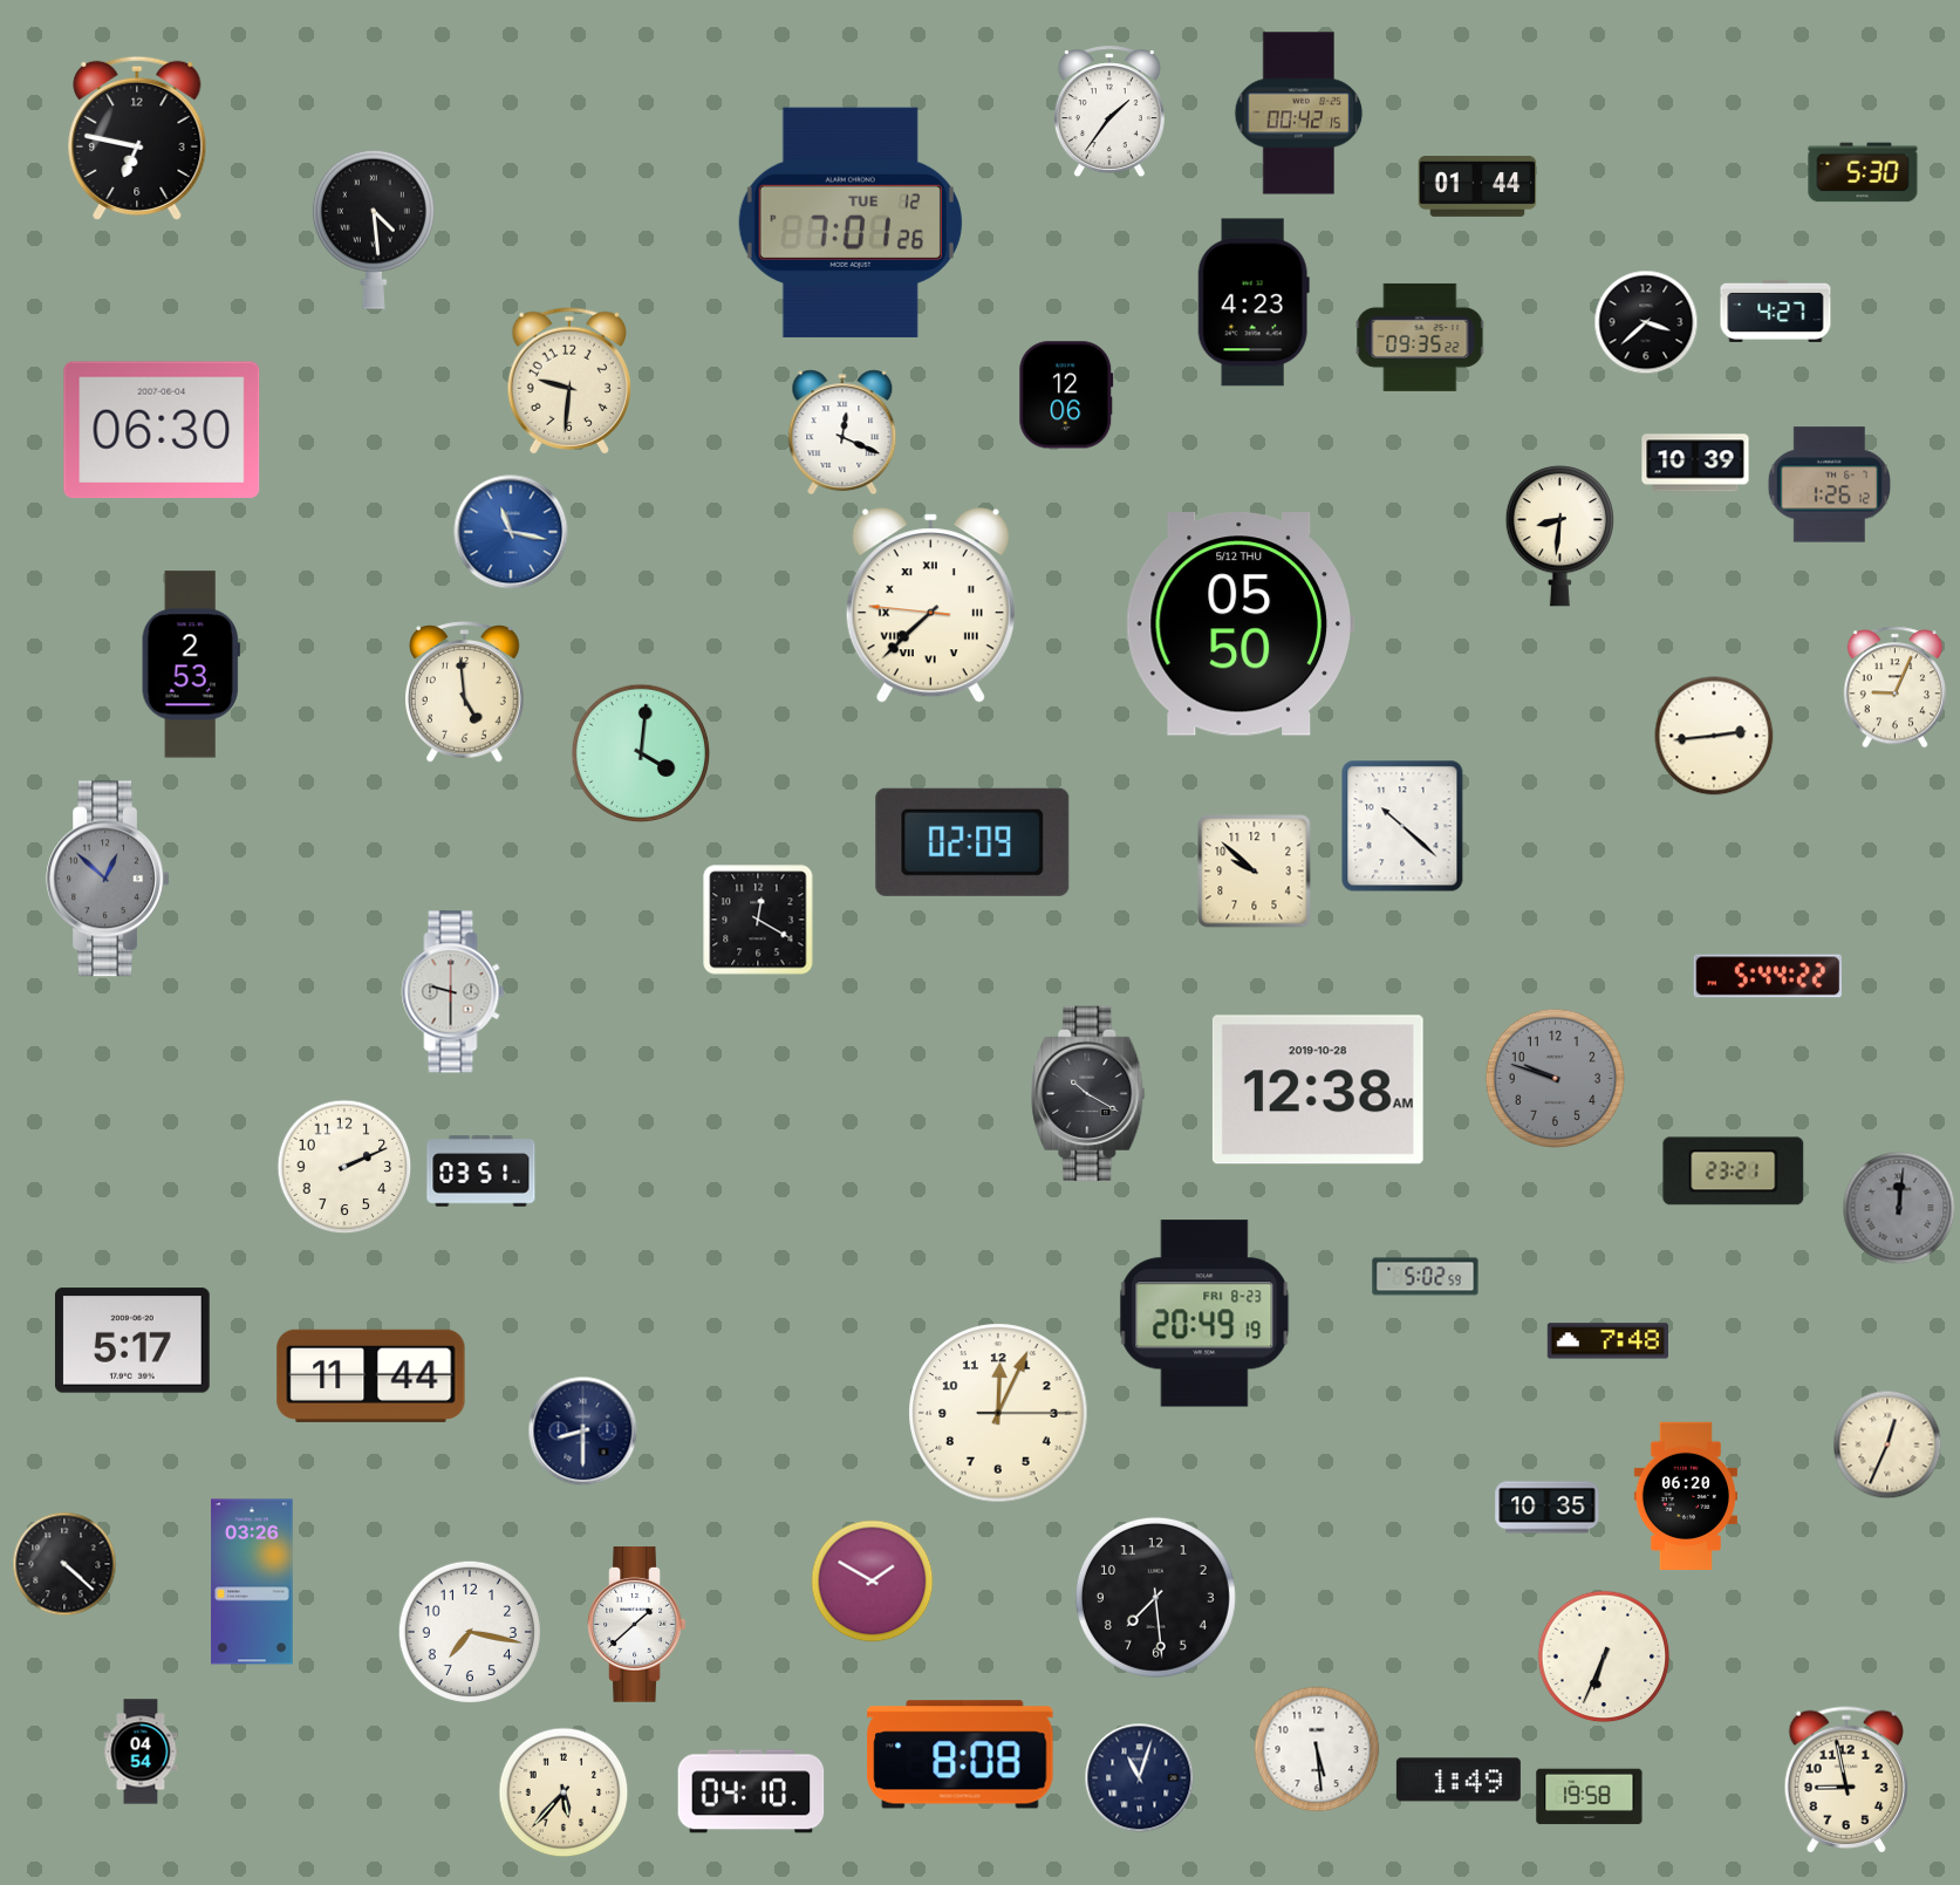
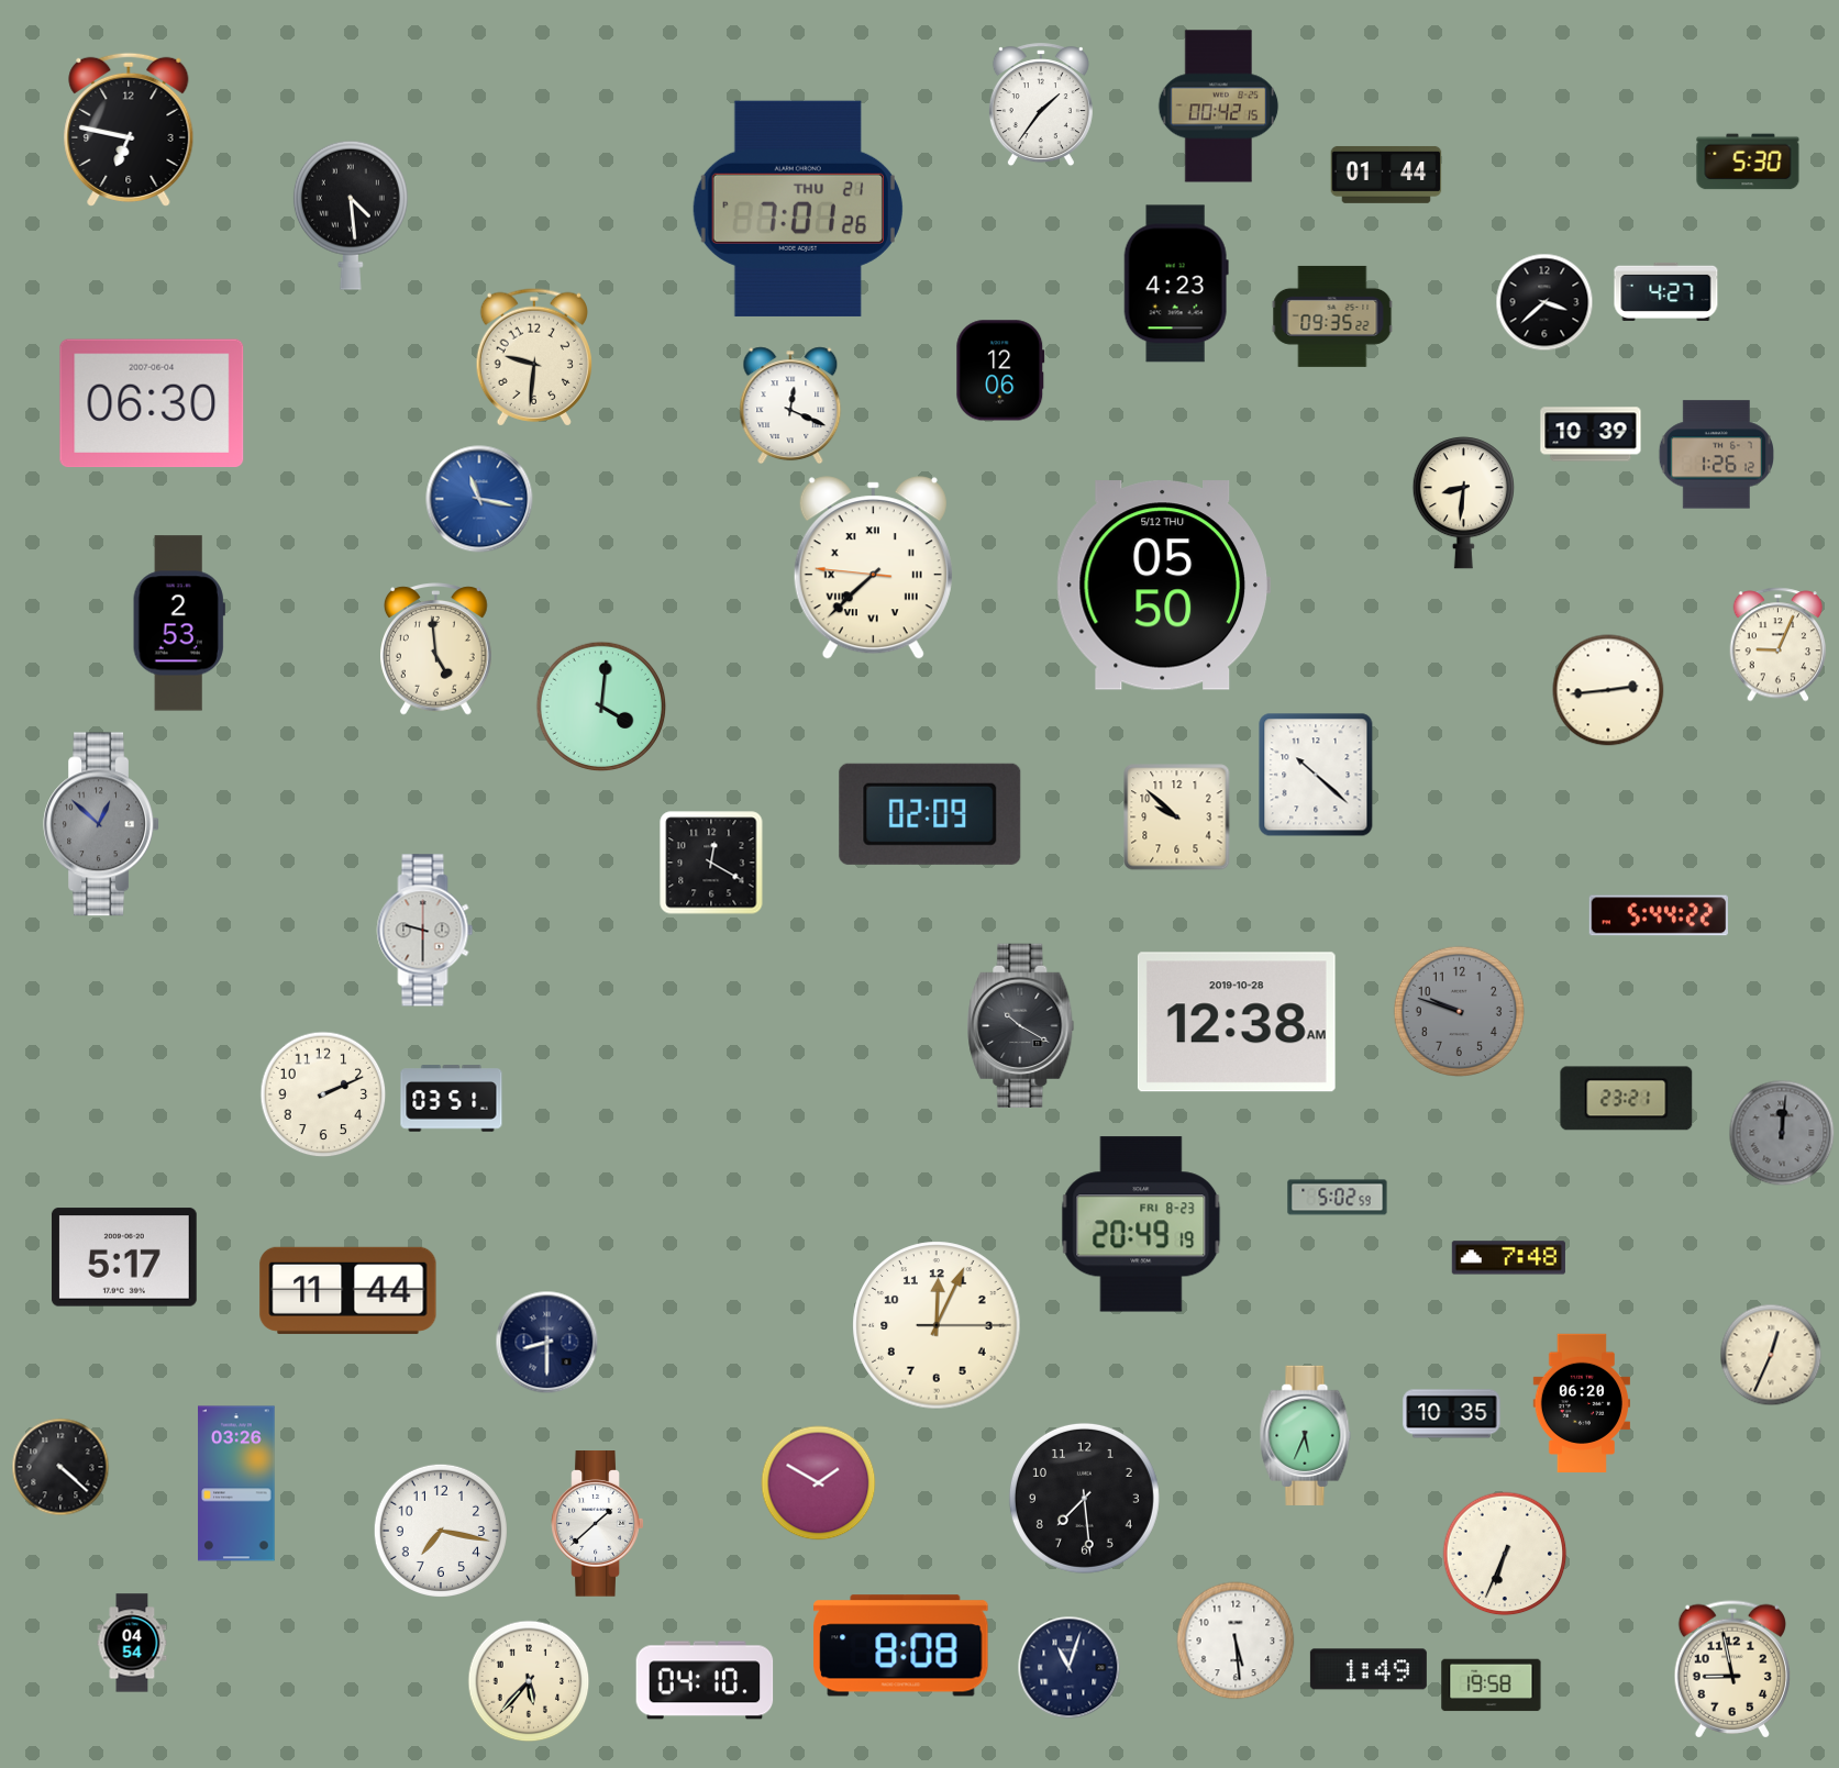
clock at (851, 223) date: TUE 12 -> THU 21
clock at (972, 842) position: (972, 842) -> (930, 814)
clock at (1204, 1313) position: (1204, 1313) -> (1141, 1224)
clock at (1306, 1435): none -> 5:34
